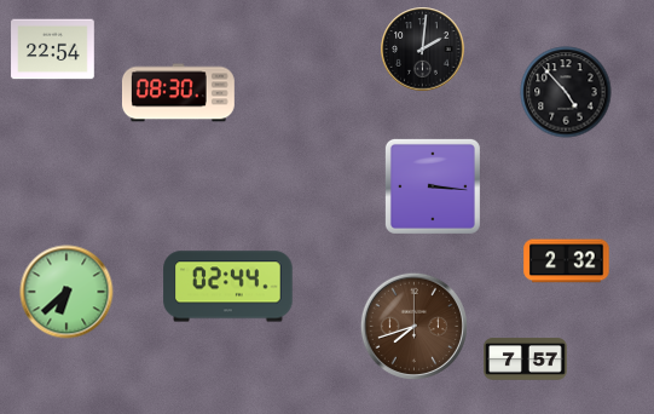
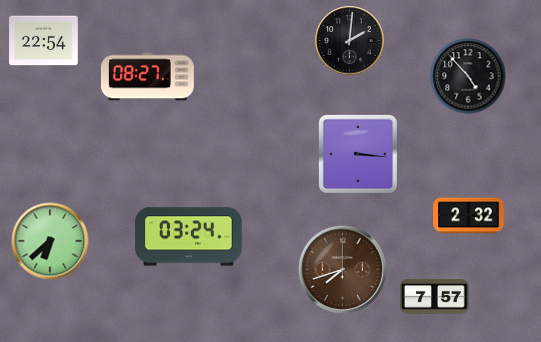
clock at (178, 93): 08:30 -> 08:27
clock at (228, 287): 02:44 -> 03:24
clock at (66, 292) position: (66, 292) -> (50, 241)
